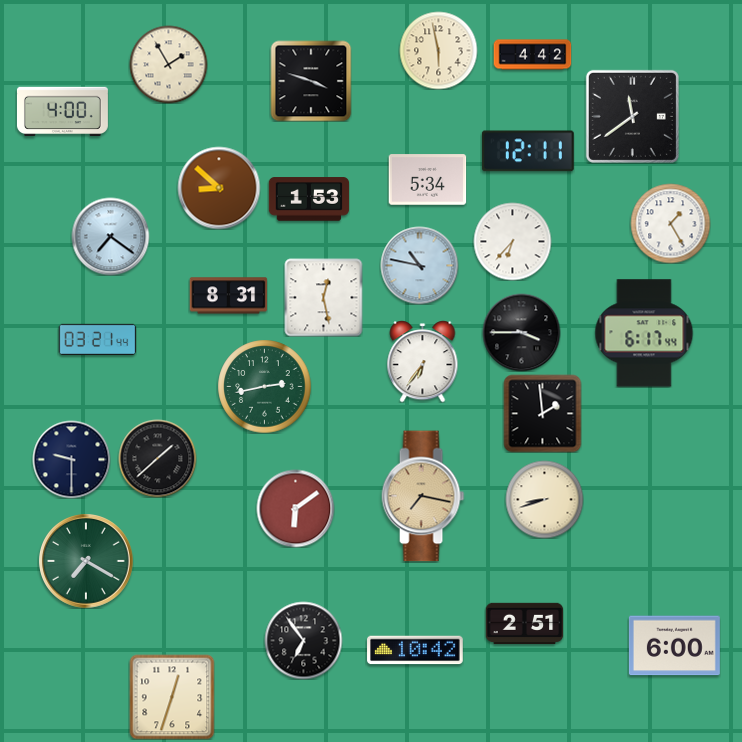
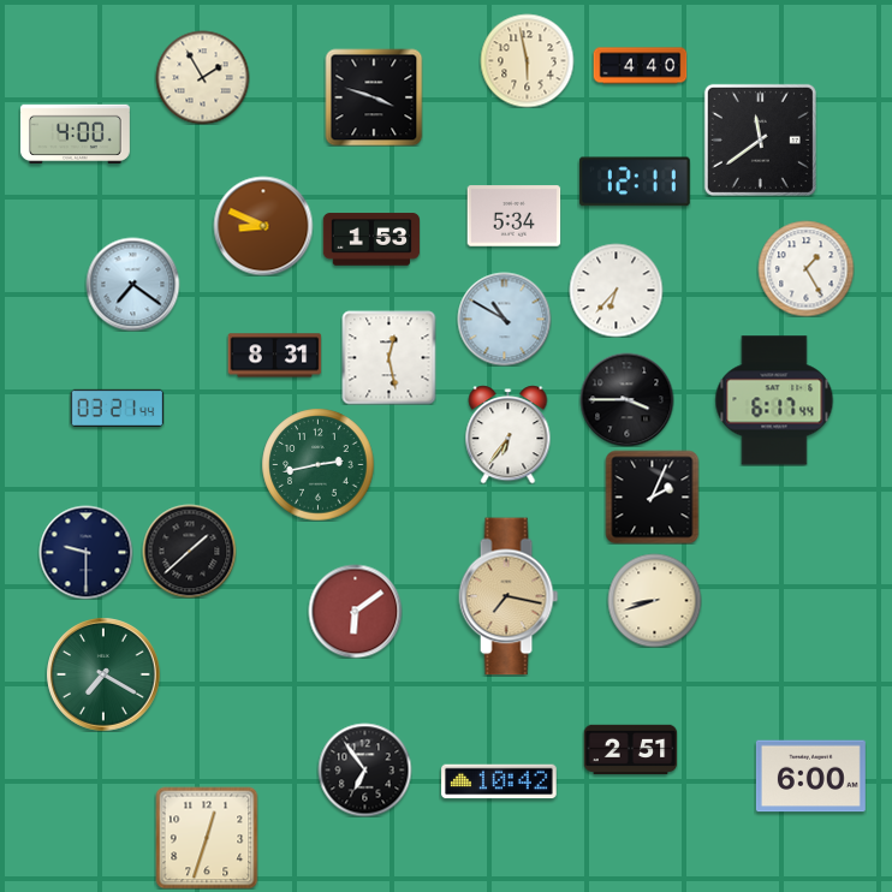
clock at (532, 55): 4:42 -> 4:40
clock at (219, 188): 8:52 -> 8:49
clock at (419, 265): 10:47 -> 10:50
clock at (542, 413): 1:59 -> 2:04
